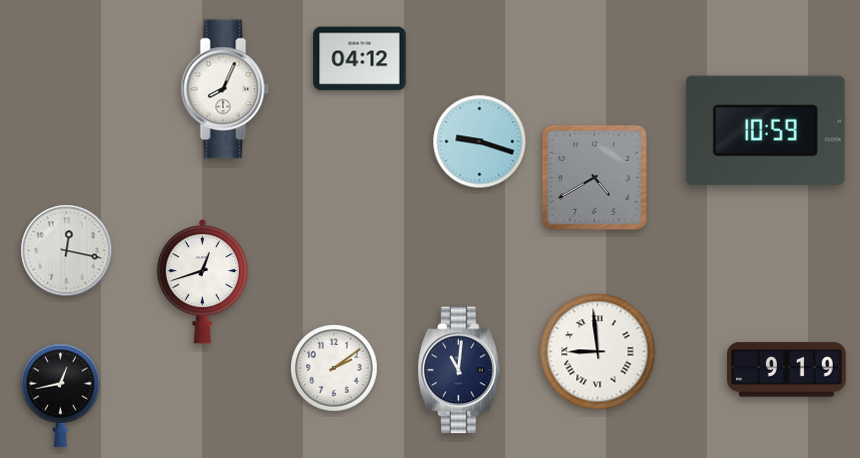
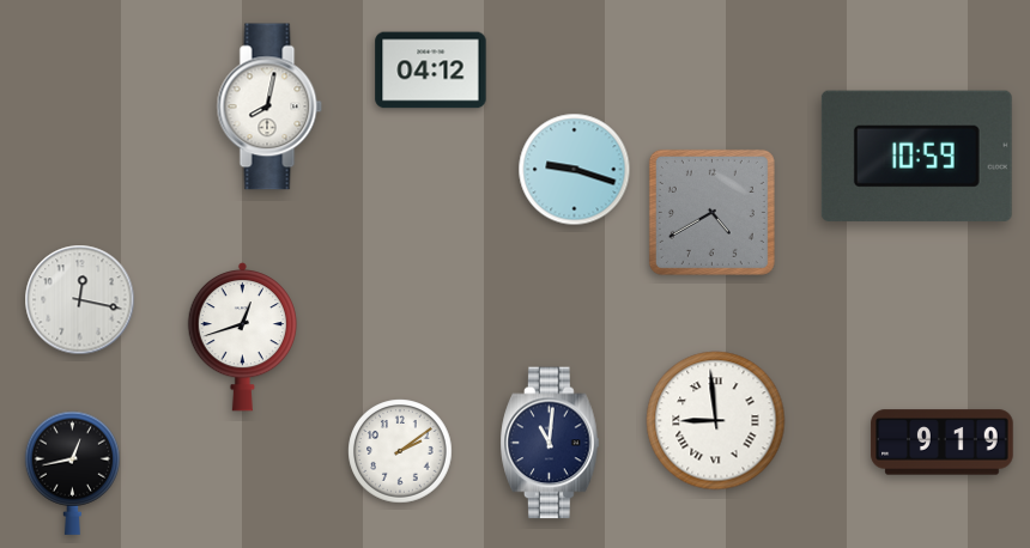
clock at (225, 89): 8:04 -> 8:02
clock at (334, 368) position: (334, 368) -> (400, 451)
